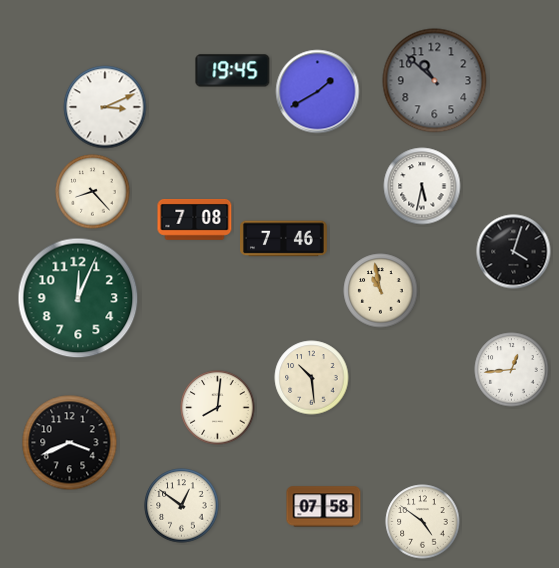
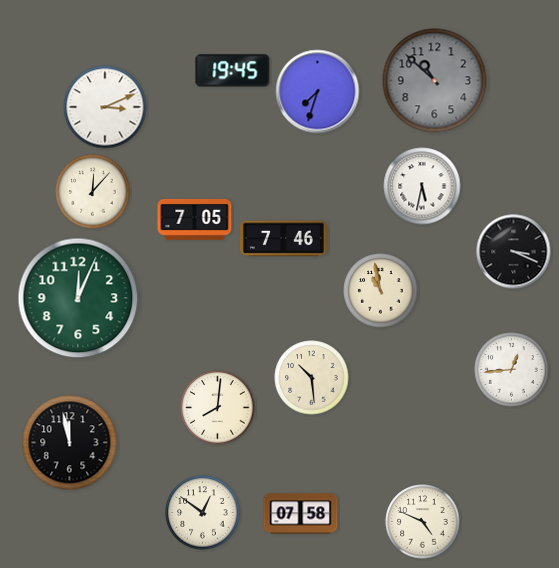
clock at (318, 92): 1:40 -> 7:33
clock at (93, 192): 8:23 -> 12:07
clock at (195, 219): 7:08 -> 7:05
clock at (514, 252): 4:03 -> 3:19
clock at (70, 443): 3:41 -> 11:58
clock at (182, 506) position: (182, 506) -> (203, 513)
clock at (324, 507) position: (324, 507) -> (301, 514)
clock at (423, 522): 4:51 -> 4:49
